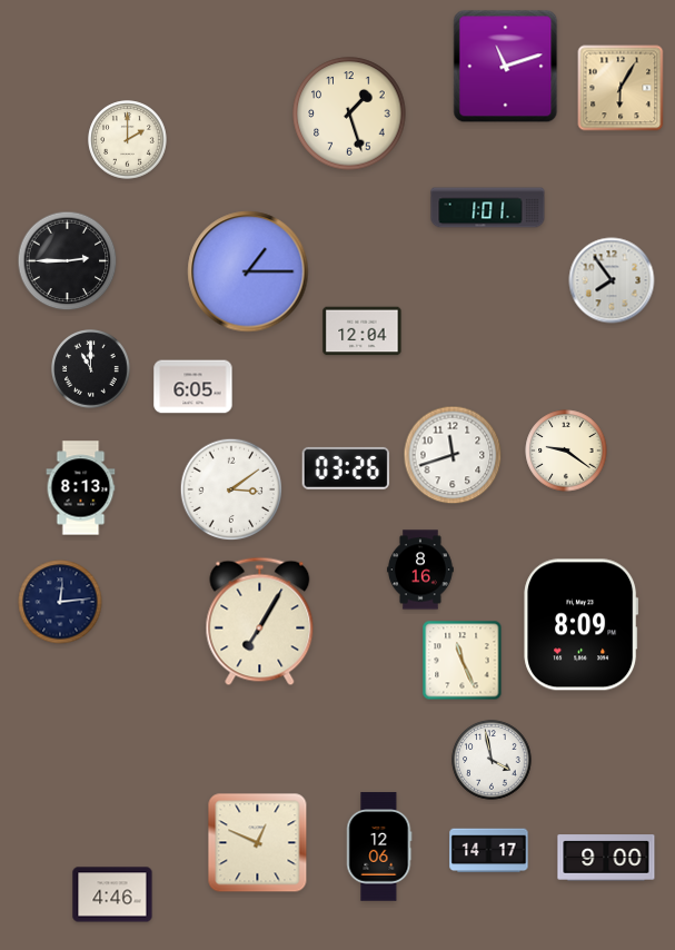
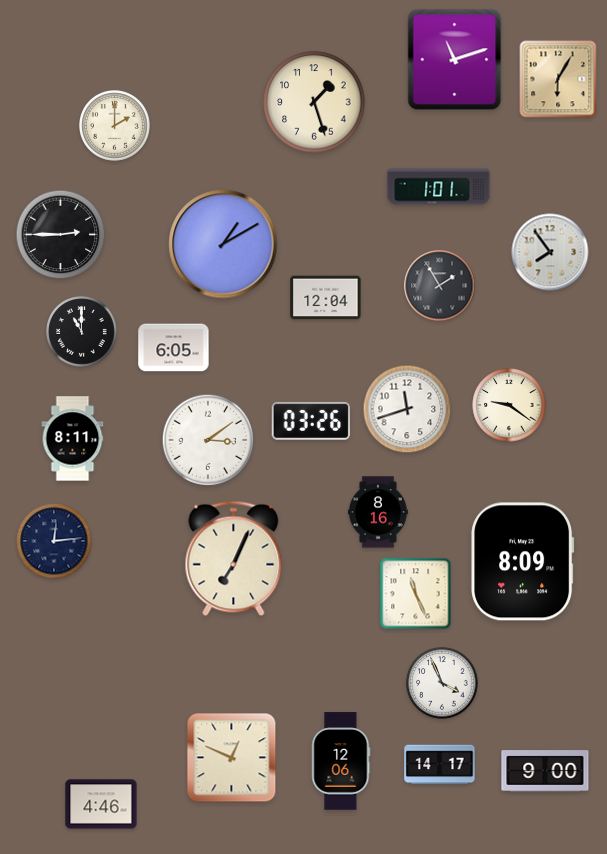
clock at (248, 271): 1:15 -> 1:10
clock at (440, 286): none -> 1:55
clock at (81, 488): 8:13 -> 8:11
clock at (260, 622): 7:05 -> 7:04
clock at (492, 760): 3:58 -> 3:56
